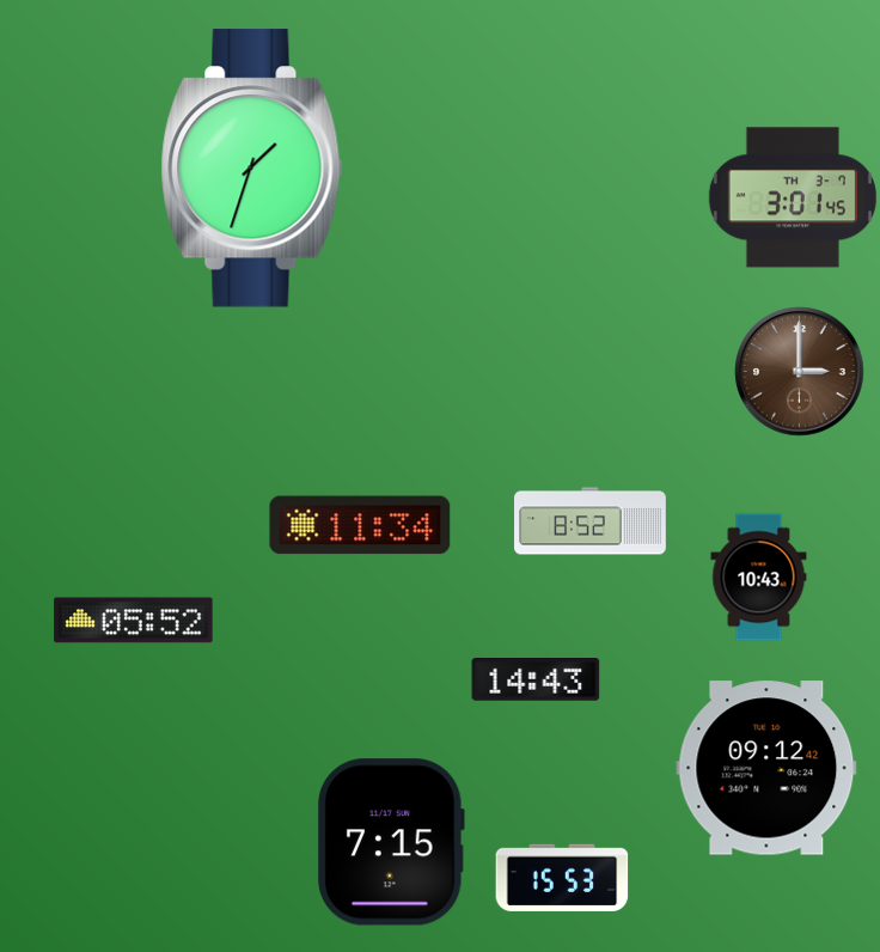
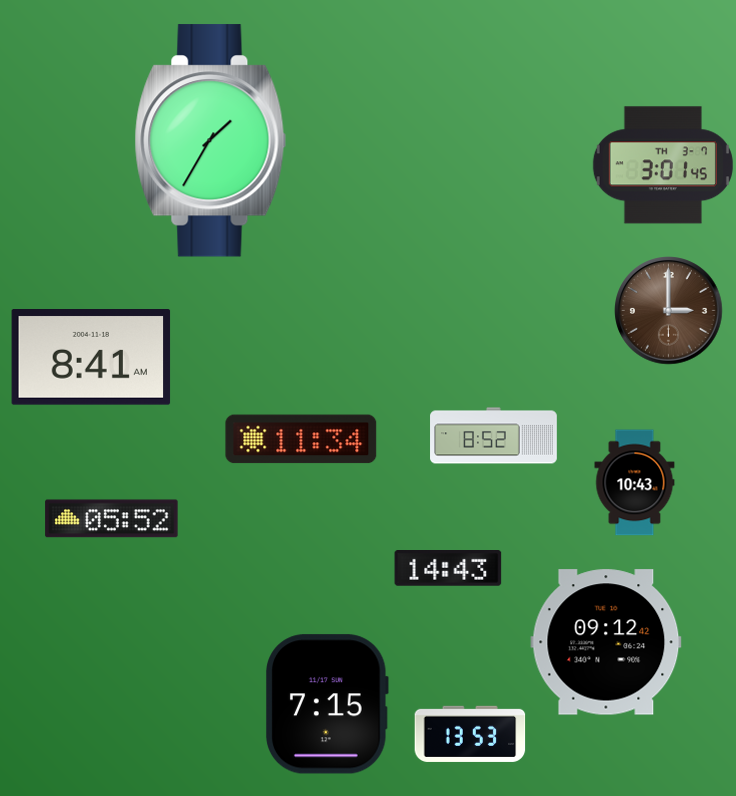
clock at (252, 169): 1:33 -> 1:35
clock at (91, 357): none -> 8:41
clock at (766, 768) position: (766, 768) -> (606, 642)
clock at (562, 878): 15:53 -> 13:53
